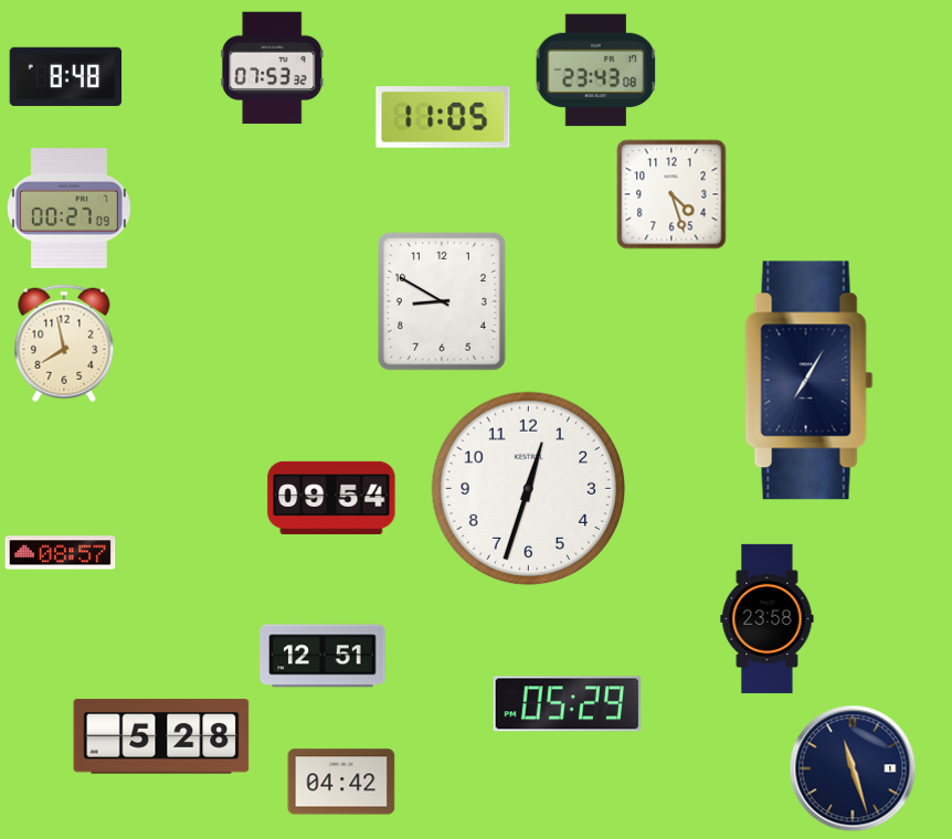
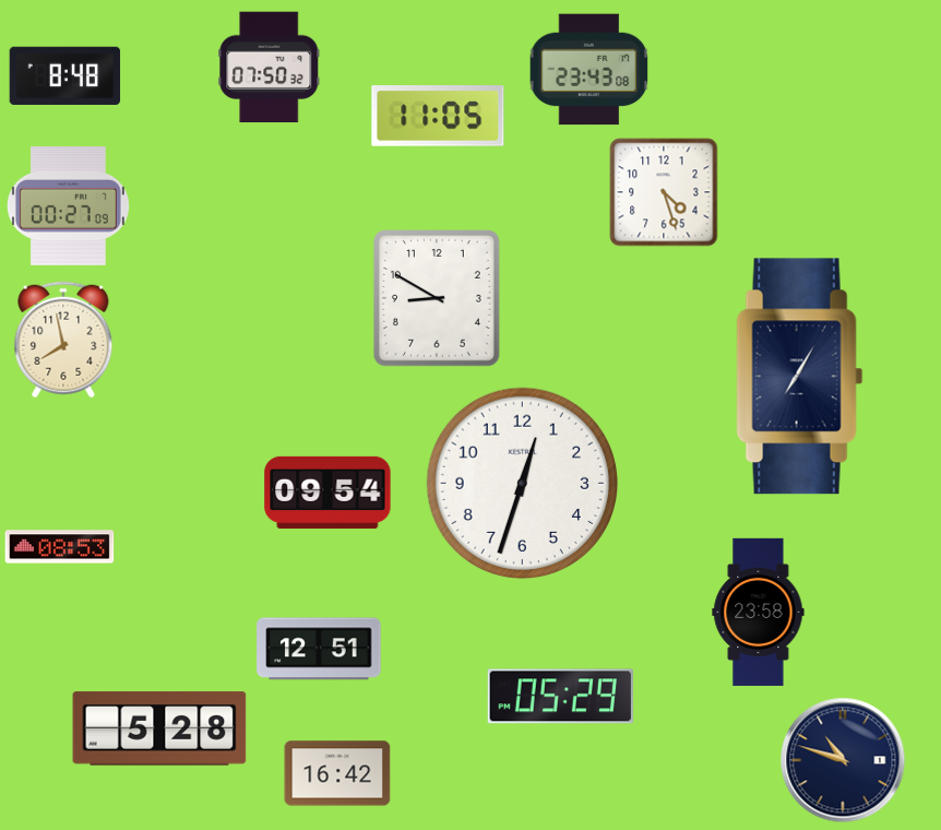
clock at (273, 68): 07:53 -> 07:50
clock at (61, 553): 08:57 -> 08:53
clock at (853, 768): 11:27 -> 10:48
clock at (341, 782): 04:42 -> 16:42
